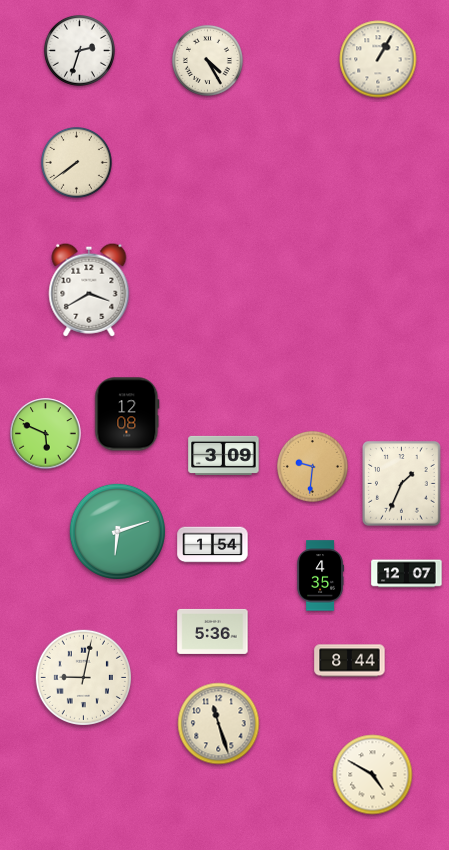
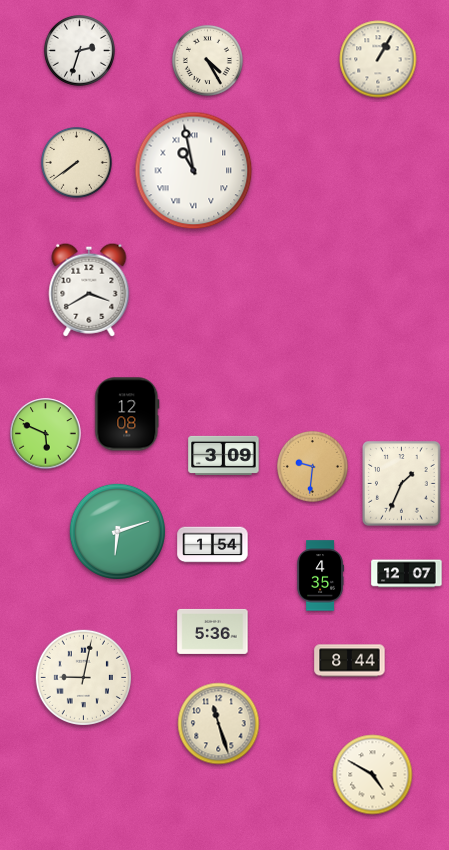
clock at (194, 171): none -> 10:58
